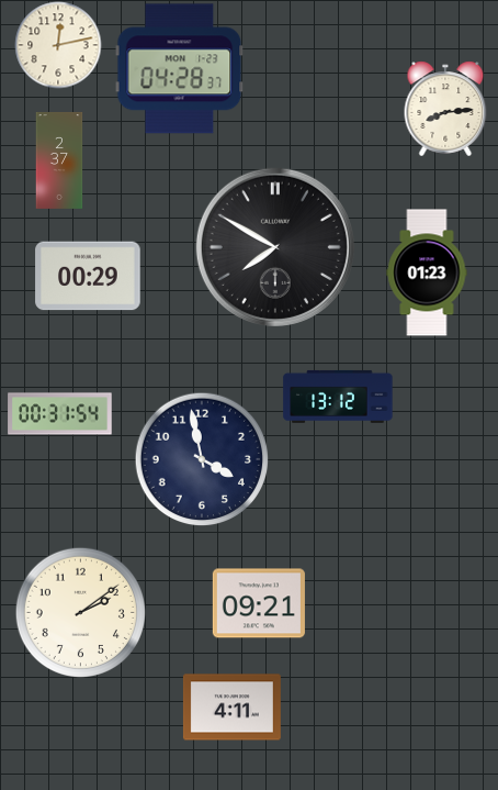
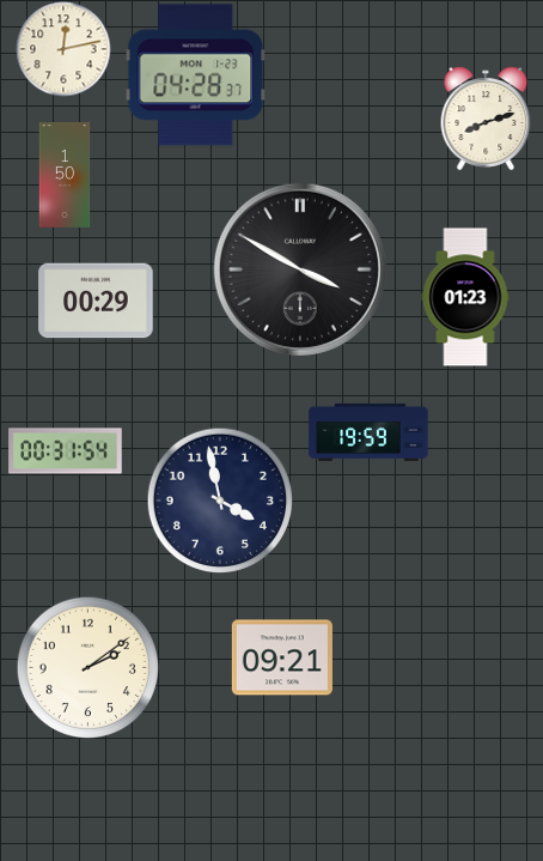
clock at (445, 109): 8:14 -> 8:12
clock at (59, 160): 2:37 -> 1:50
clock at (275, 247): 7:50 -> 3:50
clock at (338, 397): 13:12 -> 19:59
clock at (231, 708): 4:11 -> none
